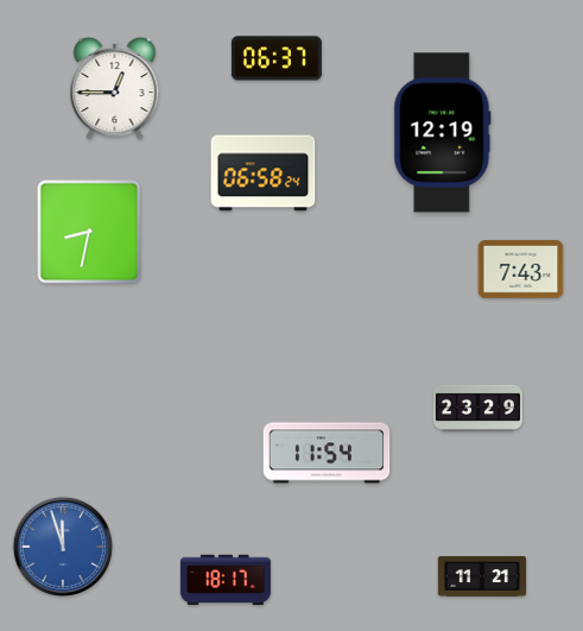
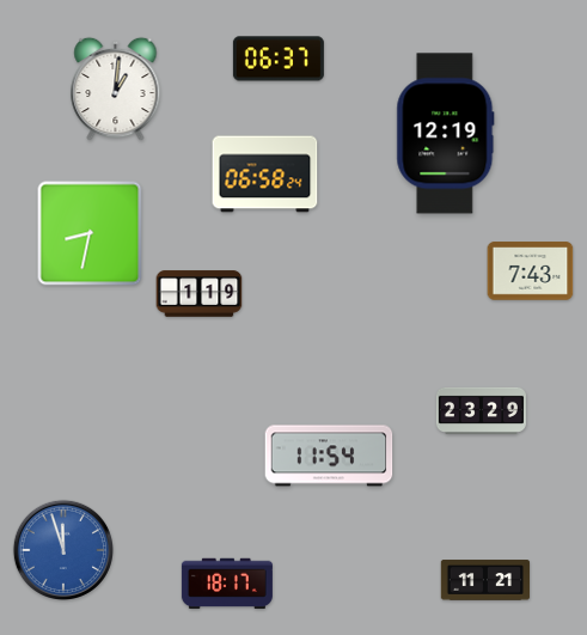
clock at (115, 89): 12:45 -> 1:01
clock at (521, 270) position: (521, 270) -> (531, 271)
clock at (200, 294): none -> 1:19
